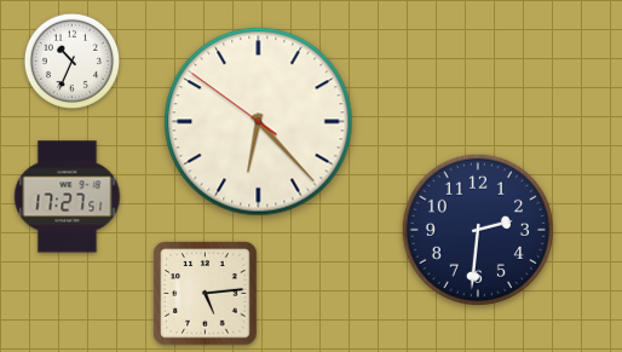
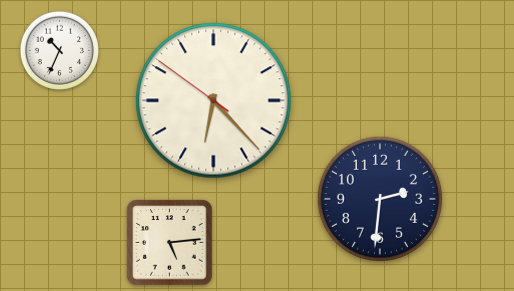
clock at (68, 197): 17:27 -> none
clock at (478, 230) position: (478, 230) -> (380, 199)
